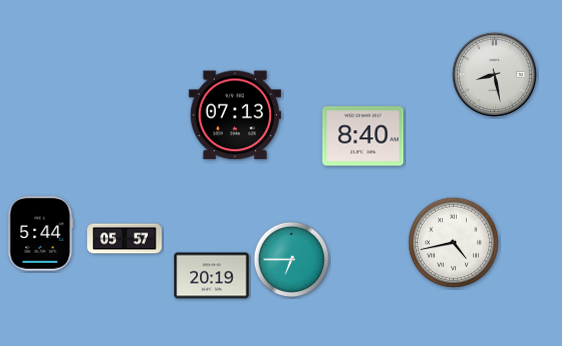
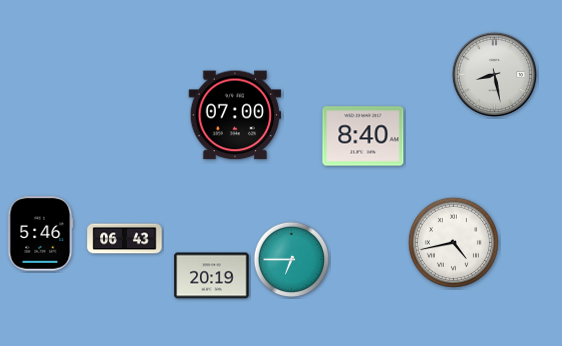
clock at (235, 115): 07:13 -> 07:00
clock at (40, 234): 5:44 -> 5:46
clock at (125, 239): 05:57 -> 06:43
